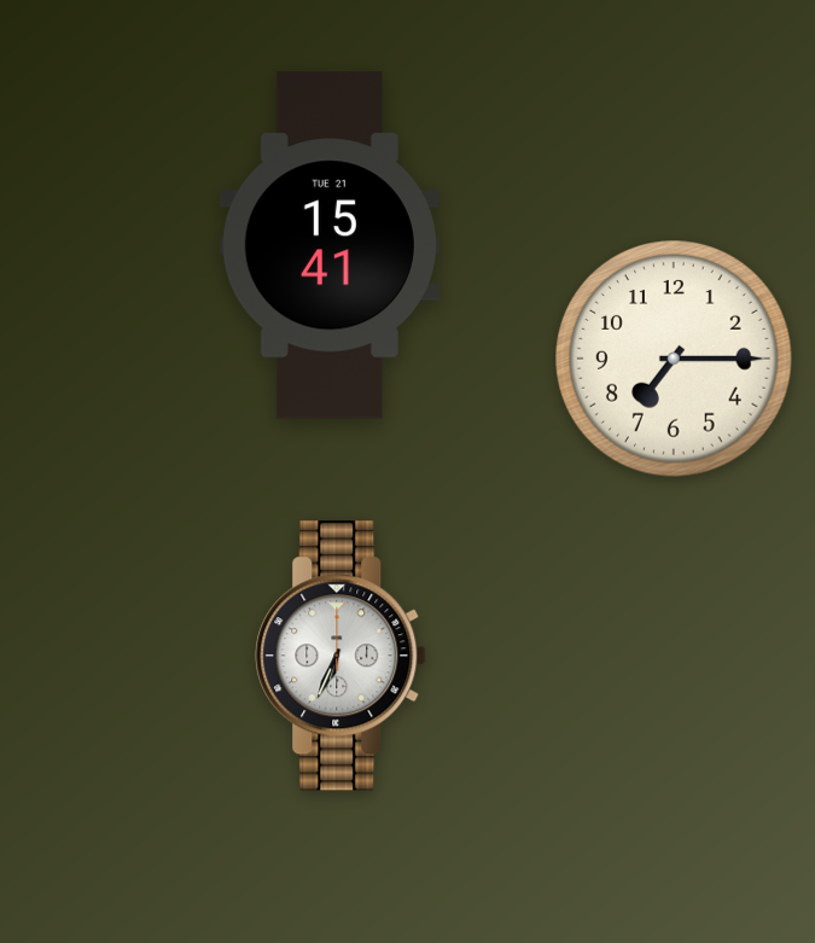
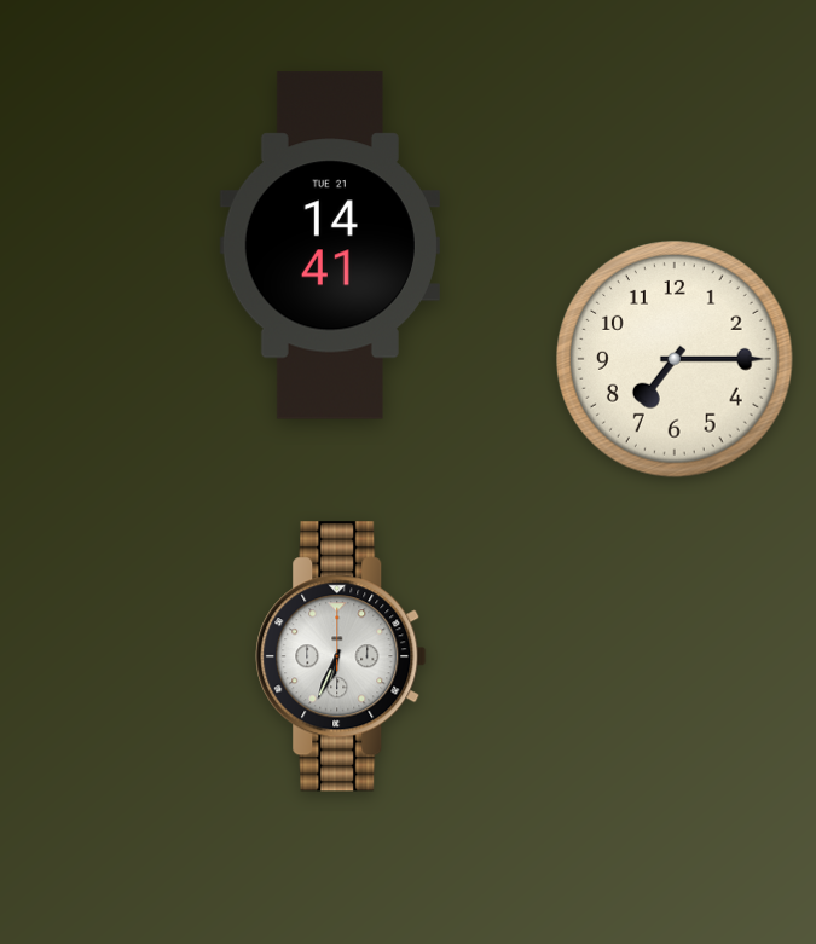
clock at (330, 245): 15:41 -> 14:41
